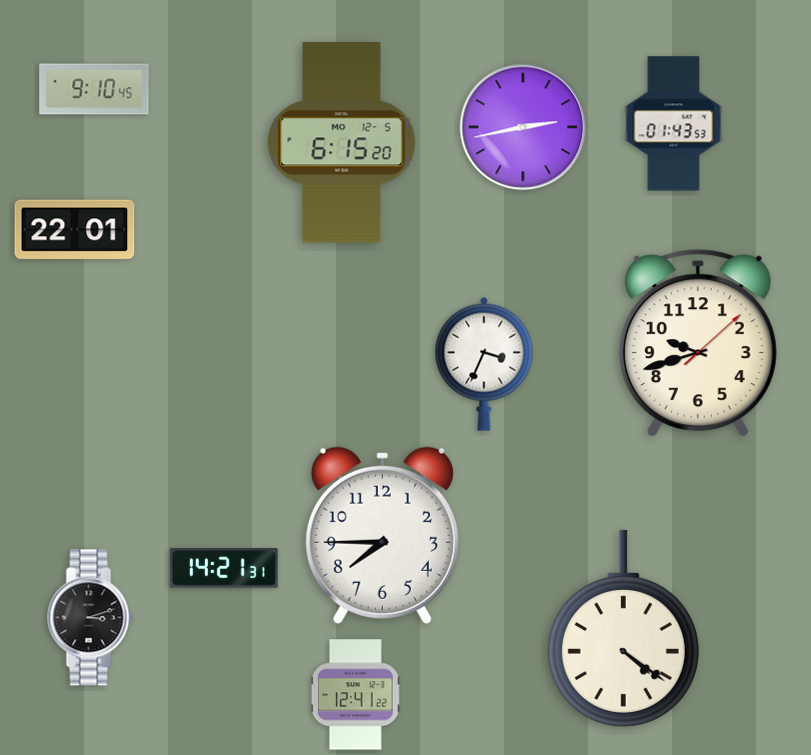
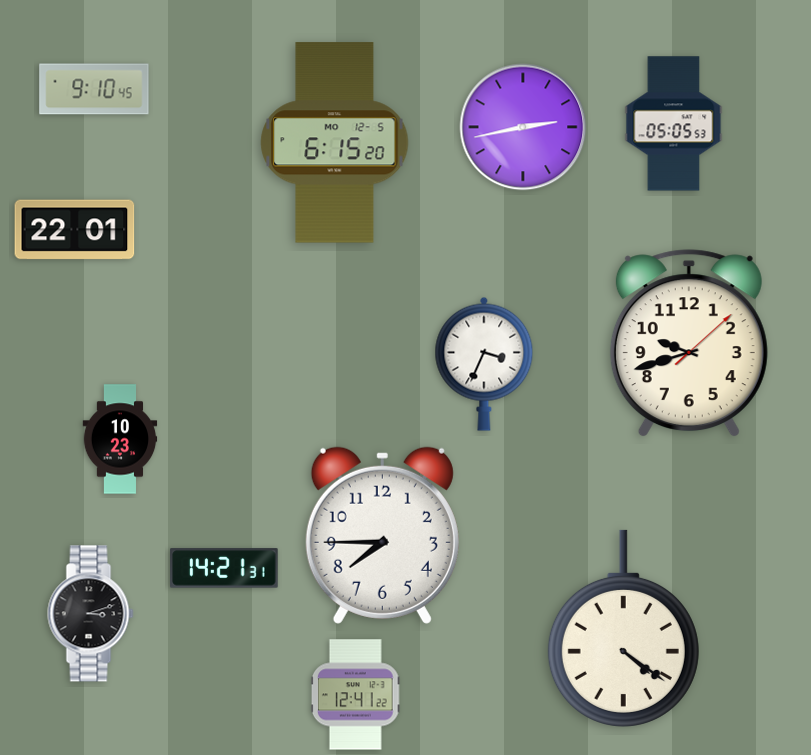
clock at (674, 124): 01:43 -> 05:05
clock at (342, 143) position: (342, 143) -> (335, 143)
clock at (698, 344) position: (698, 344) -> (689, 344)
clock at (120, 439): none -> 10:23
clock at (91, 618) position: (91, 618) -> (91, 614)
